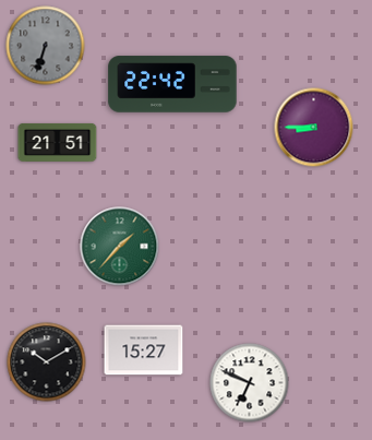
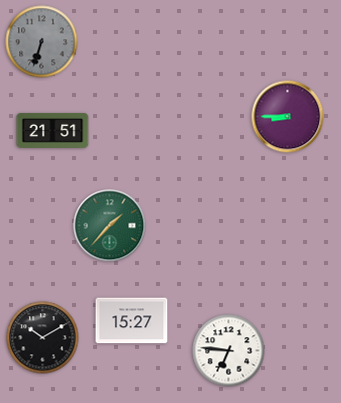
clock at (172, 84): 22:42 -> none
clock at (47, 362) position: (47, 362) -> (43, 338)
clock at (250, 383): 6:49 -> 6:46
